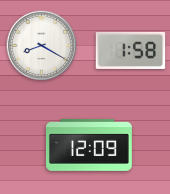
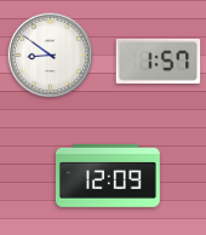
clock at (42, 46): 8:20 -> 8:51
clock at (131, 50): 1:58 -> 1:57
